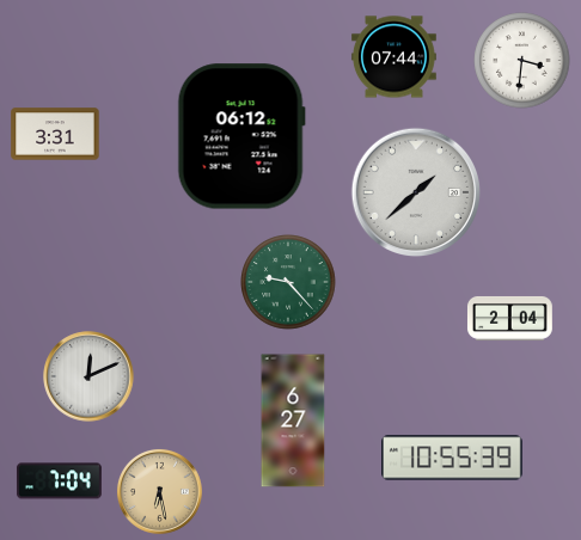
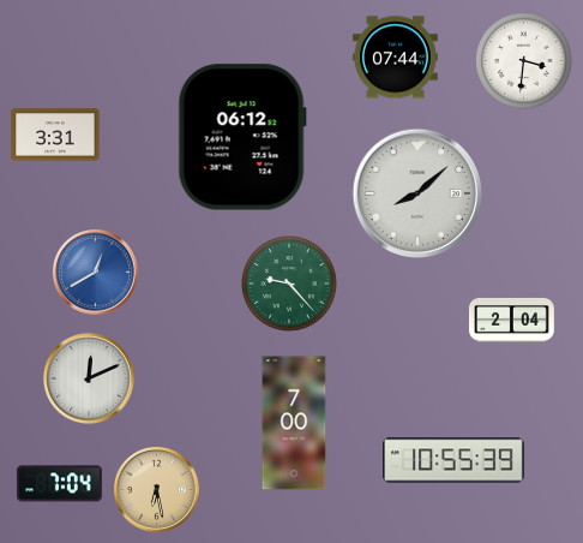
clock at (416, 192): 1:38 -> 8:08
clock at (95, 271): none -> 12:40
clock at (293, 421): 6:27 -> 7:00
clock at (159, 491) position: (159, 491) -> (156, 489)
